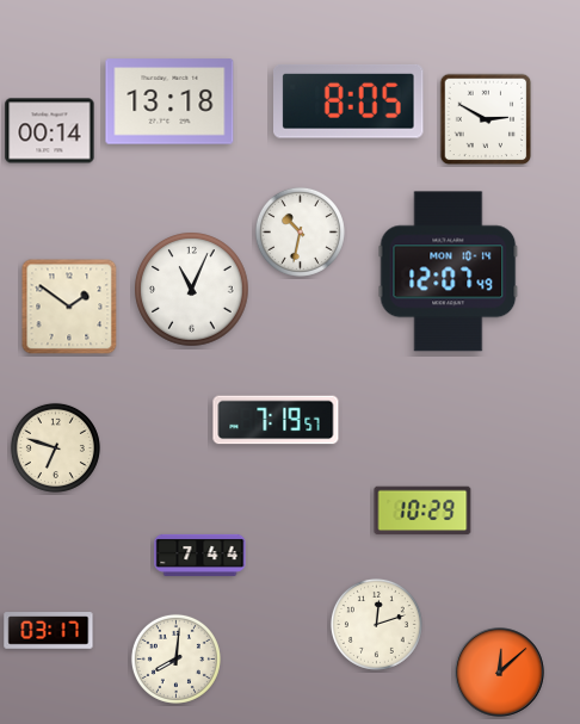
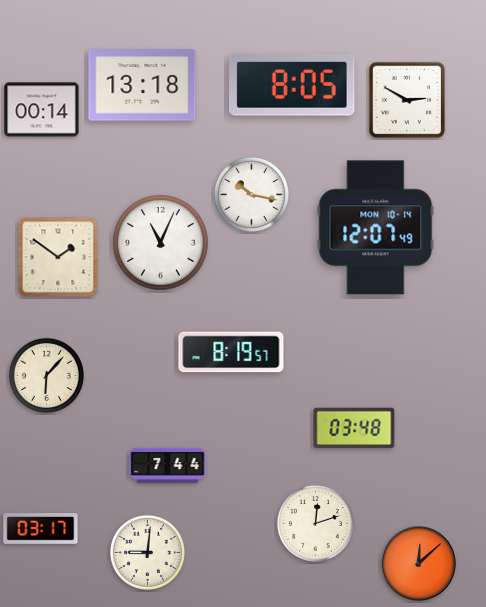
clock at (300, 231): 10:32 -> 10:17
clock at (276, 420): 7:19 -> 8:19
clock at (55, 447): 6:48 -> 6:07
clock at (422, 510): 10:29 -> 03:48
clock at (175, 658): 8:01 -> 9:01
